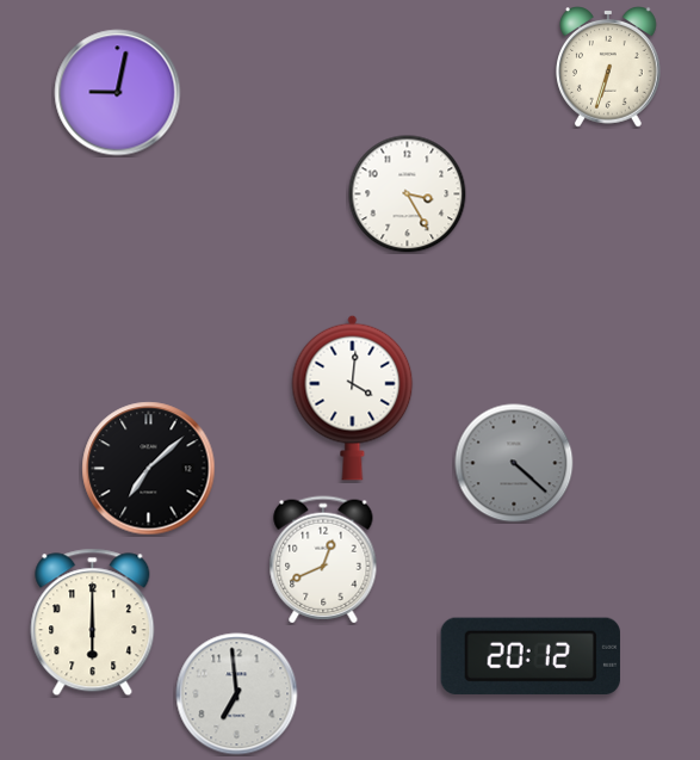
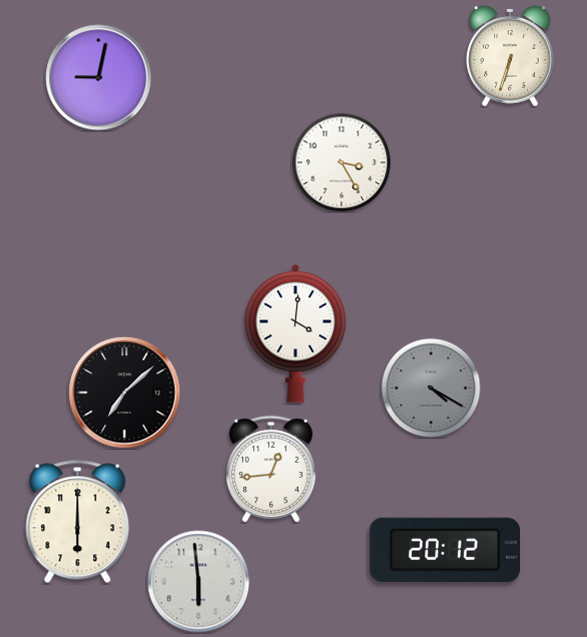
clock at (514, 463): 4:22 -> 4:20
clock at (323, 560): 12:41 -> 12:44
clock at (237, 694): 6:59 -> 5:59
